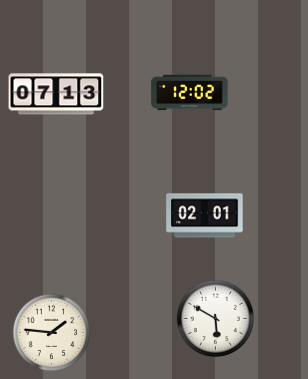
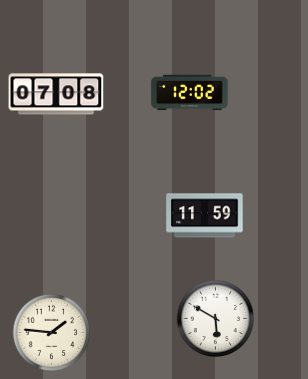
clock at (56, 94): 07:13 -> 07:08
clock at (205, 216): 02:01 -> 11:59
